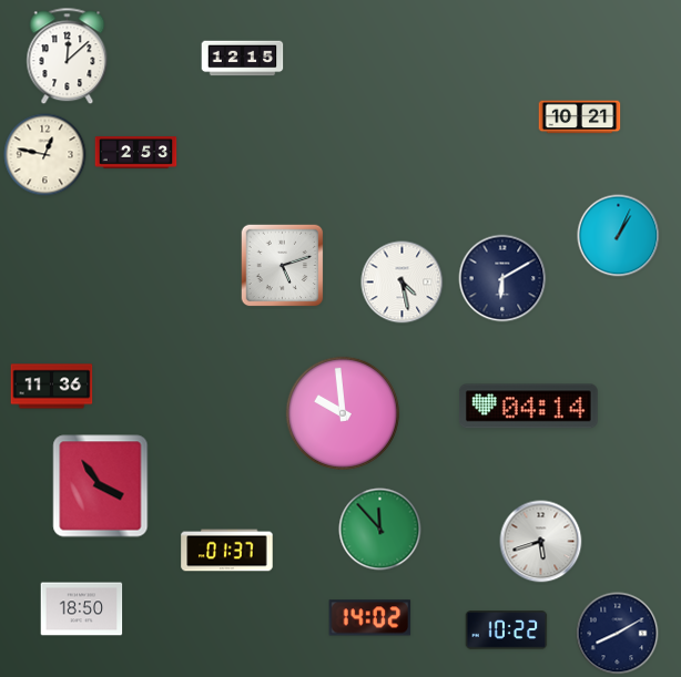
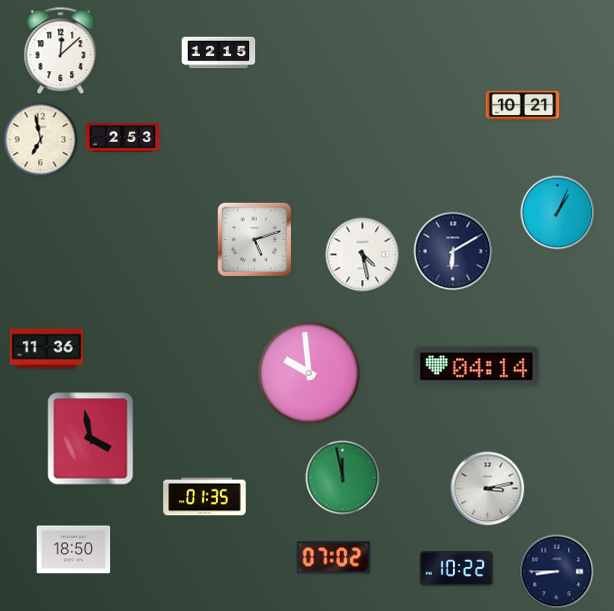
clock at (45, 155): 12:47 -> 6:58
clock at (101, 486): 3:54 -> 3:58
clock at (380, 530): 11:53 -> 11:58
clock at (541, 542): 5:42 -> 3:13
clock at (227, 551): 01:37 -> 01:35
clock at (370, 618): 14:02 -> 07:02
clock at (618, 634): 8:10 -> 8:45
